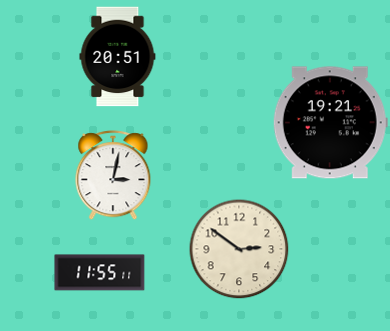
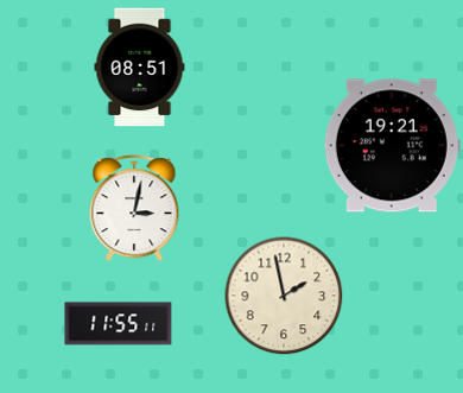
clock at (118, 57): 20:51 -> 08:51
clock at (239, 249): 2:51 -> 1:58
